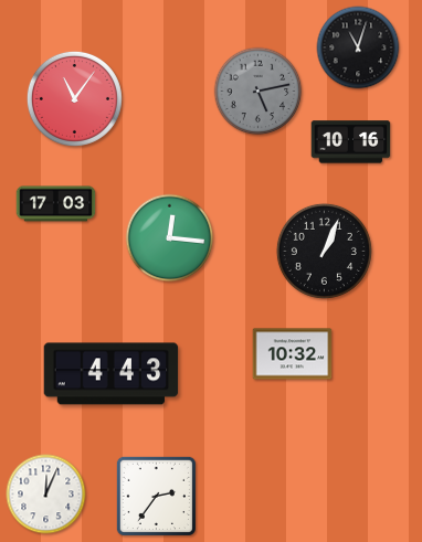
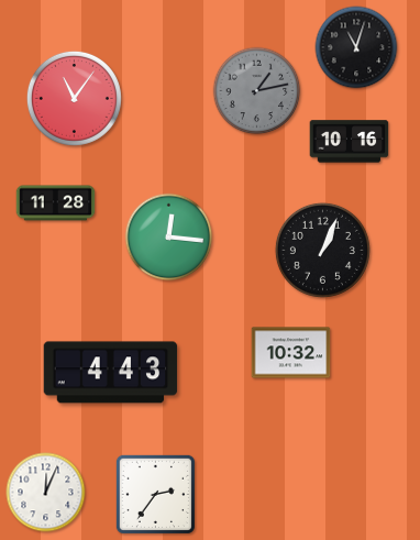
clock at (259, 92): 5:13 -> 1:13
clock at (56, 204): 17:03 -> 11:28
